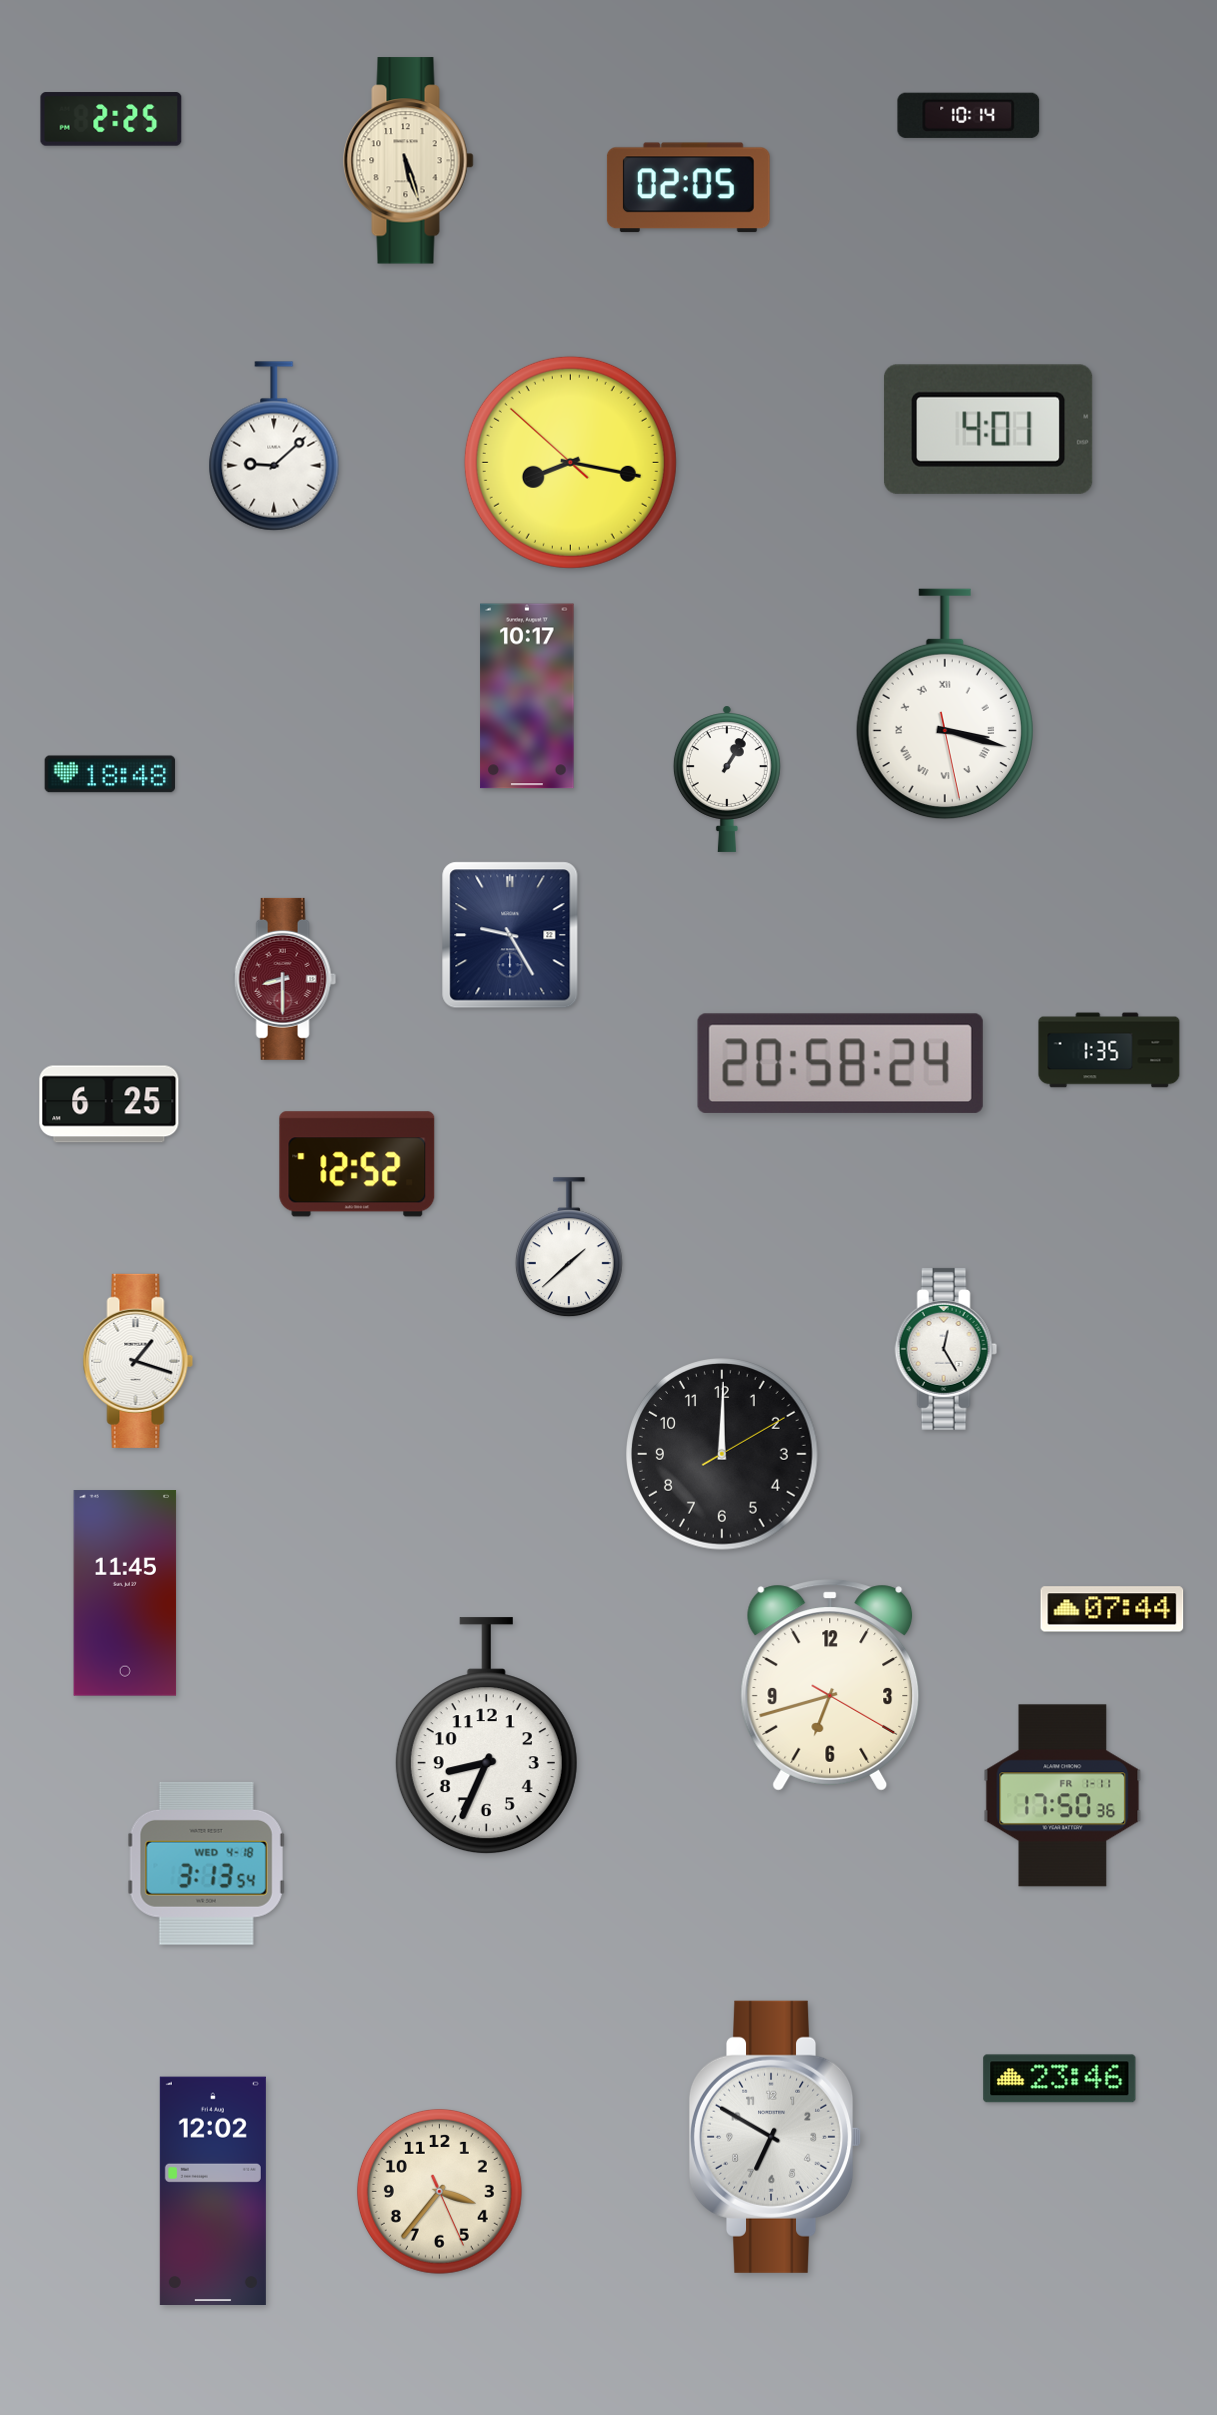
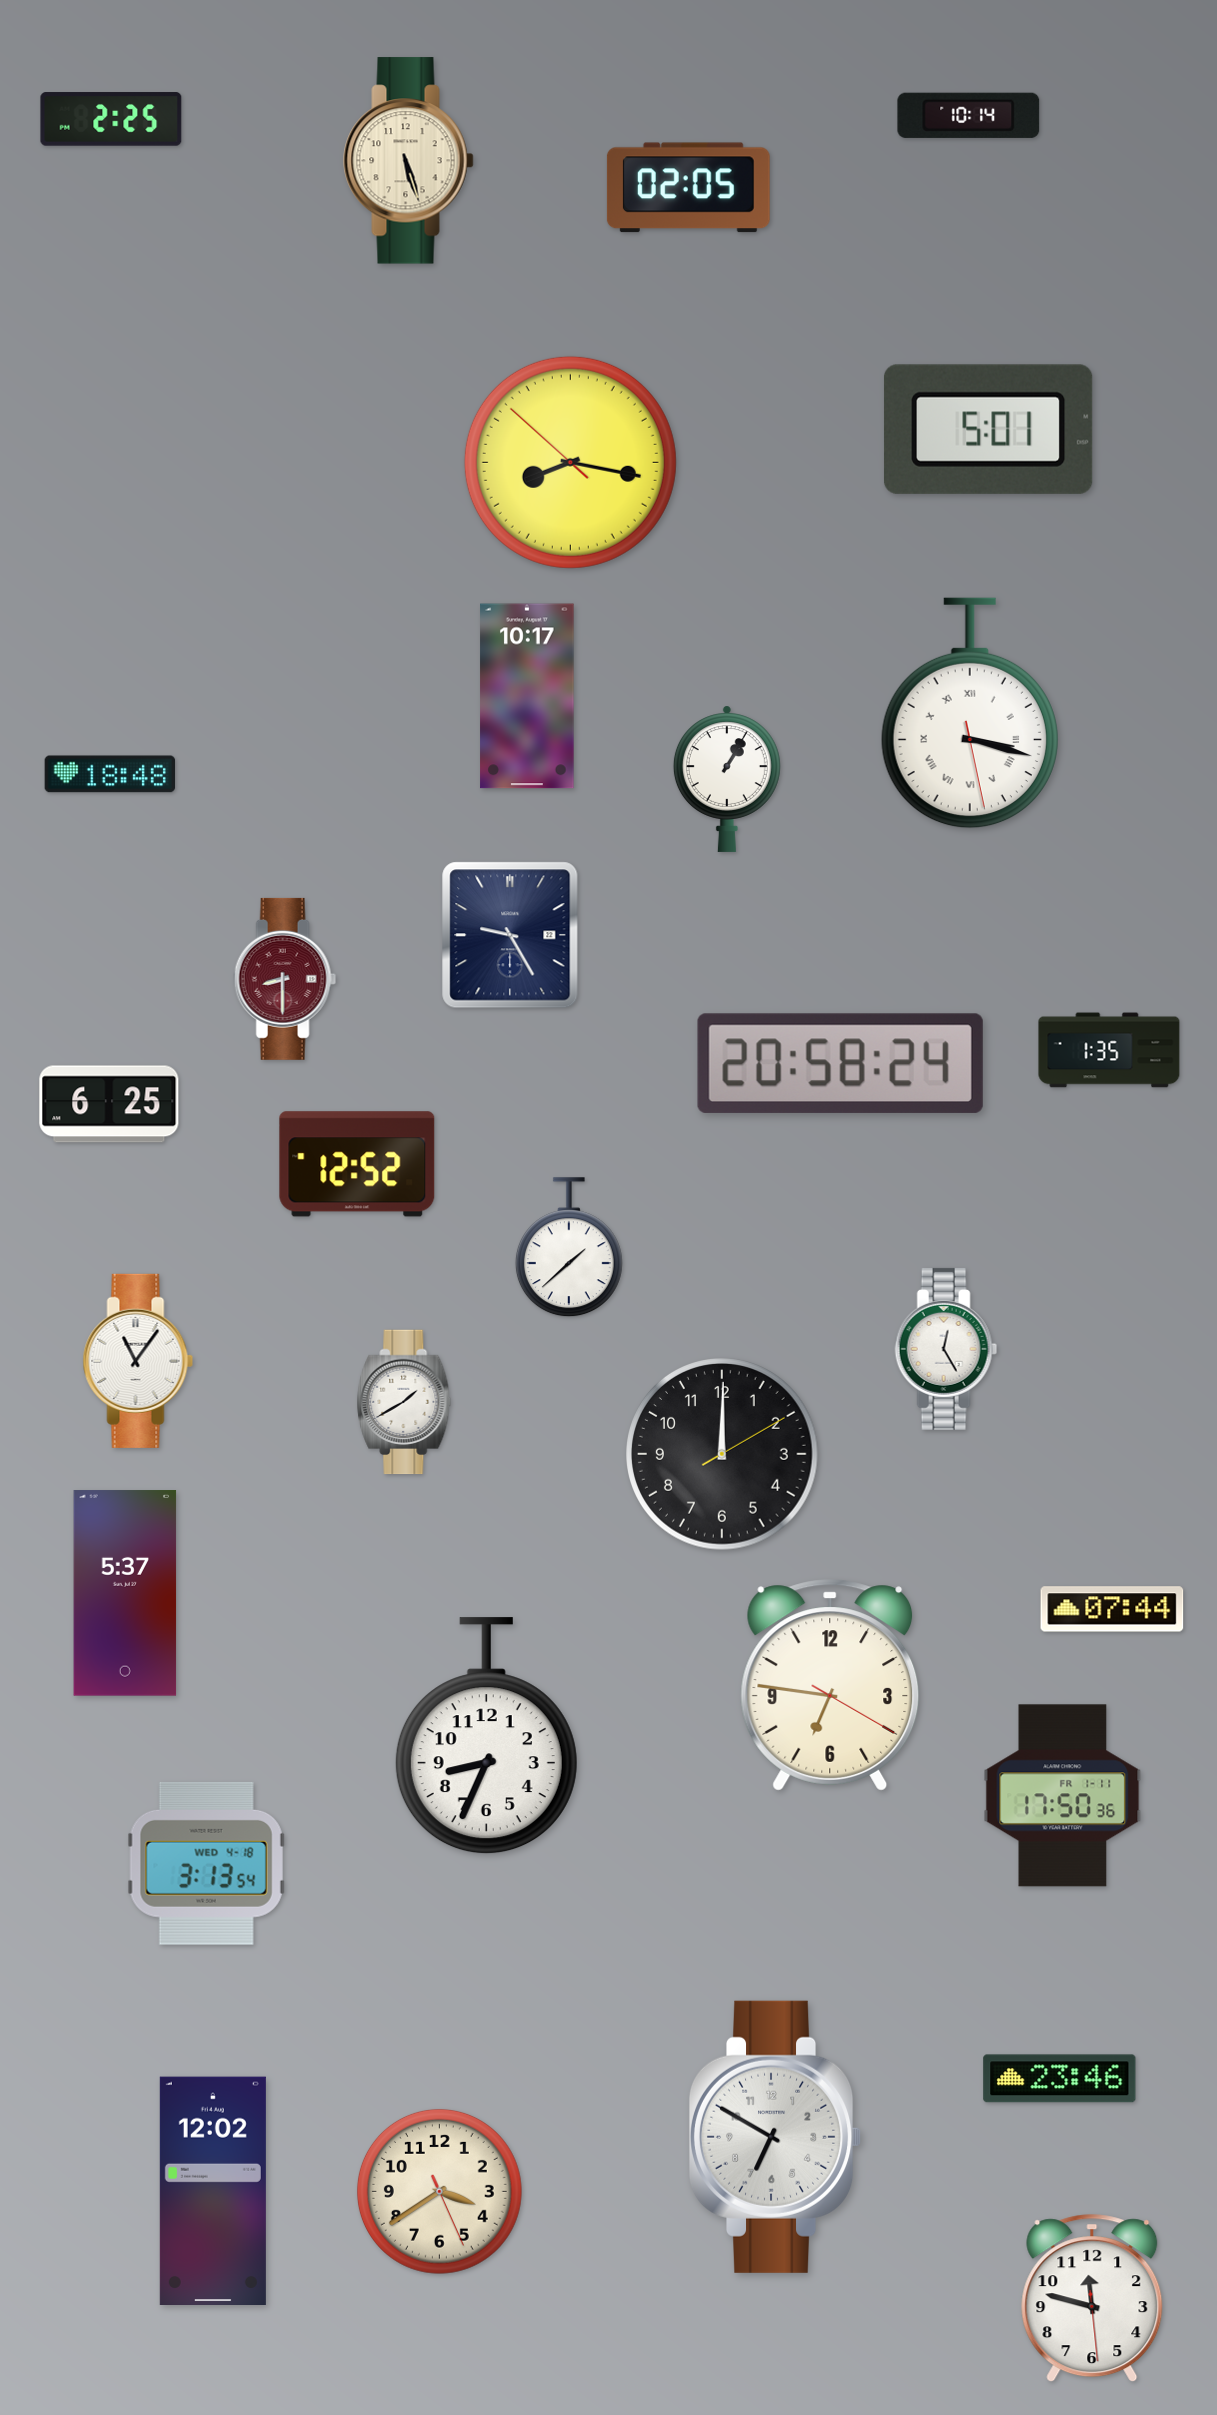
clock at (988, 429): 4:01 -> 5:01
clock at (274, 446): 9:08 -> none
clock at (945, 704) position: (945, 704) -> (970, 713)
clock at (138, 1361): 1:18 -> 11:06
clock at (404, 1402): none -> 1:40
clock at (125, 1593): 11:45 -> 5:37
clock at (830, 1685): 6:42 -> 6:46
clock at (439, 2191): 3:36 -> 3:39
clock at (1092, 2299): none -> 11:47
